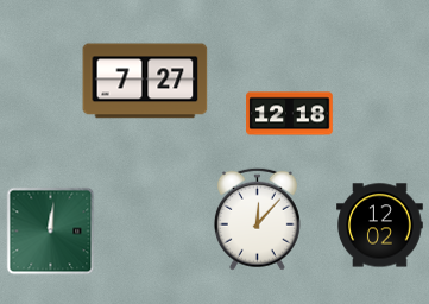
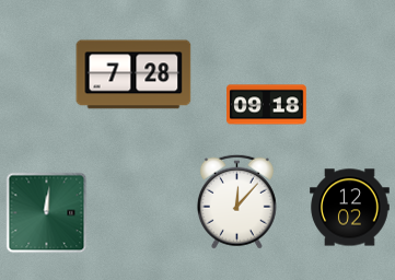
clock at (145, 81): 7:27 -> 7:28
clock at (290, 114): 12:18 -> 09:18
